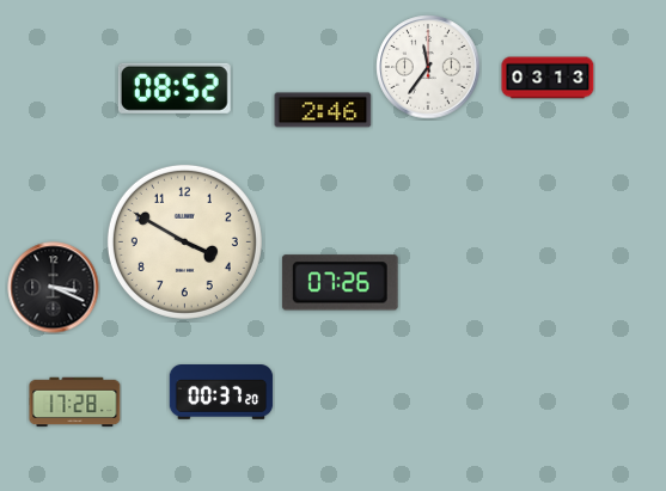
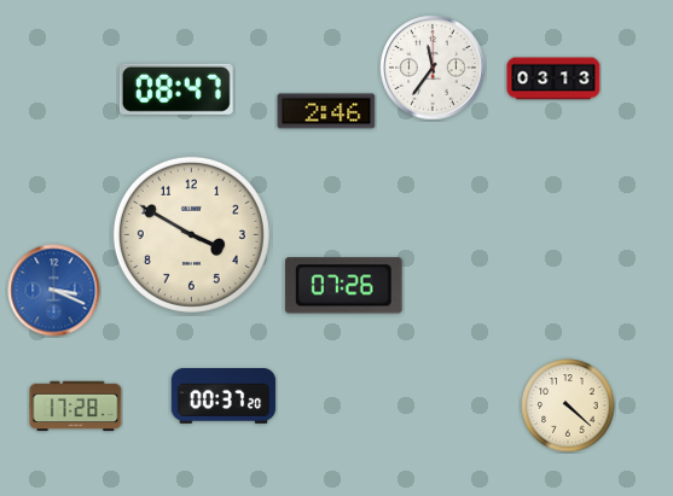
clock at (175, 88): 08:52 -> 08:47
clock at (184, 241) position: (184, 241) -> (191, 234)
clock at (54, 288) dial: black -> blue
clock at (568, 405): none -> 4:22
